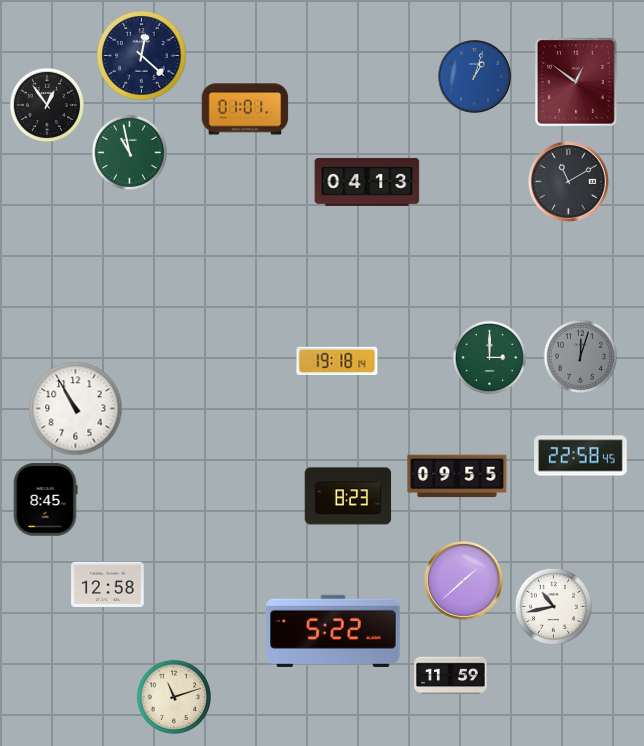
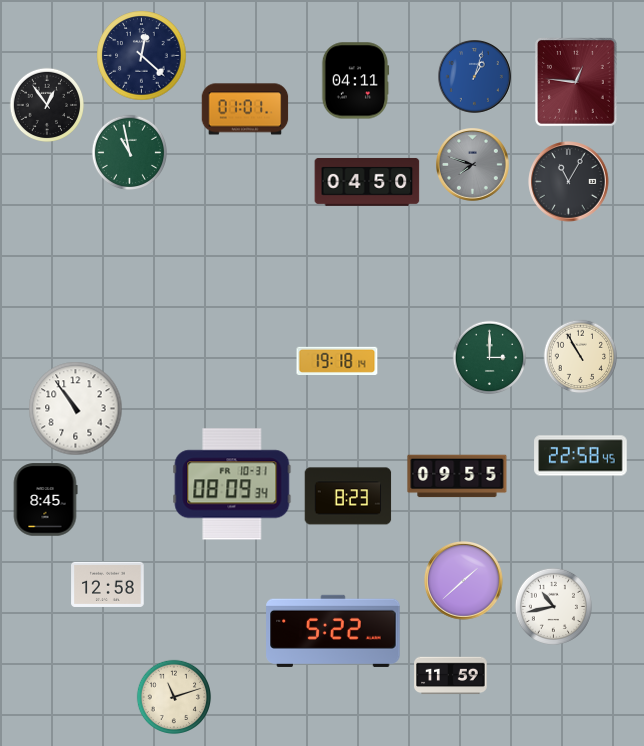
clock at (355, 81): none -> 04:11
clock at (577, 83): 12:51 -> 12:46
clock at (473, 165): none -> 7:48
clock at (367, 182): 04:13 -> 04:50
clock at (569, 182): 11:10 -> 11:05
clock at (581, 357): 12:03 -> 10:55
clock at (581, 357) dial: grey -> cream
clock at (76, 409): 10:55 -> 10:54
clock at (232, 484): none -> 08:09
